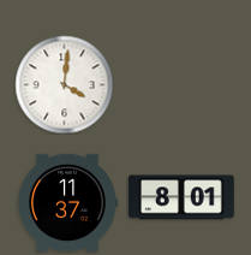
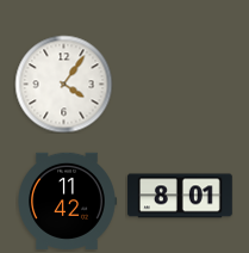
clock at (64, 84): 4:01 -> 4:06
clock at (67, 202): 11:37 -> 11:42
